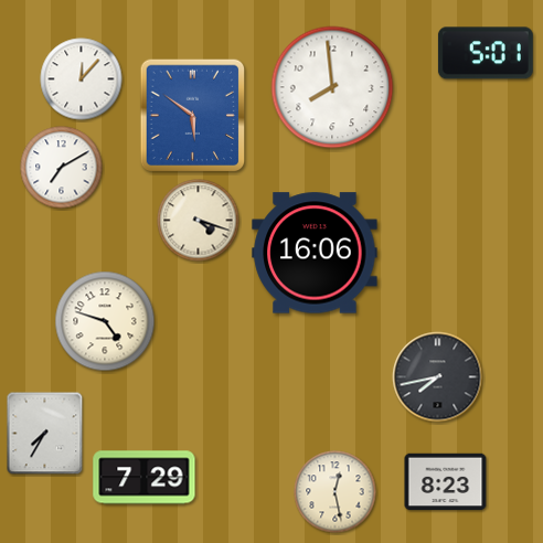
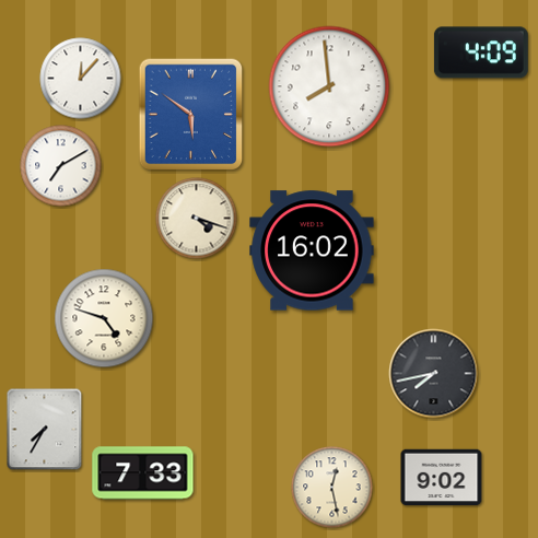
clock at (486, 53): 5:01 -> 4:09
clock at (315, 253): 16:06 -> 16:02
clock at (145, 478): 7:29 -> 7:33
clock at (446, 482): 8:23 -> 9:02
